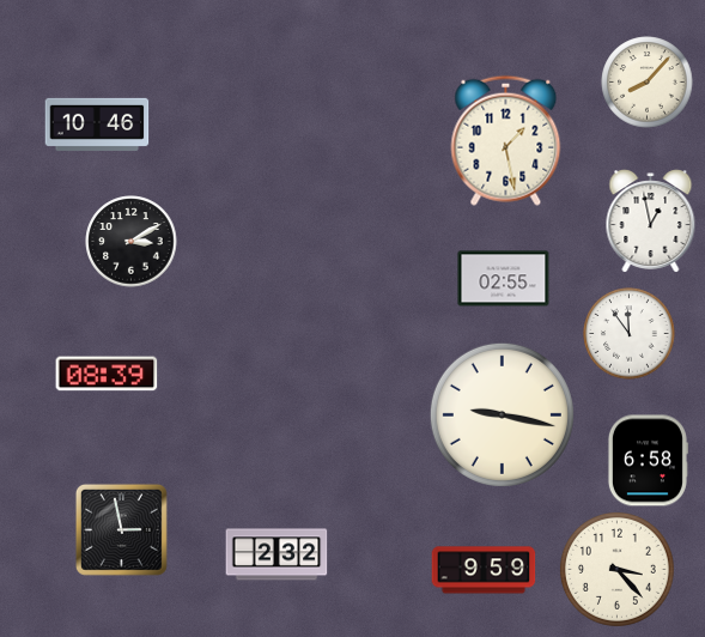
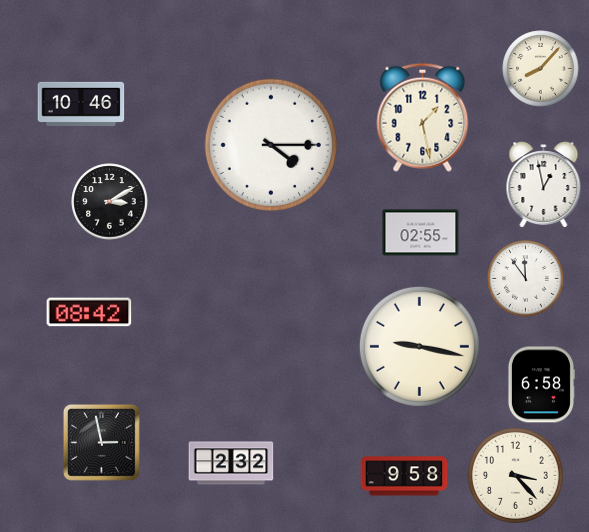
clock at (271, 145): none -> 4:15
clock at (107, 374): 08:39 -> 08:42
clock at (484, 570): 9:59 -> 9:58
